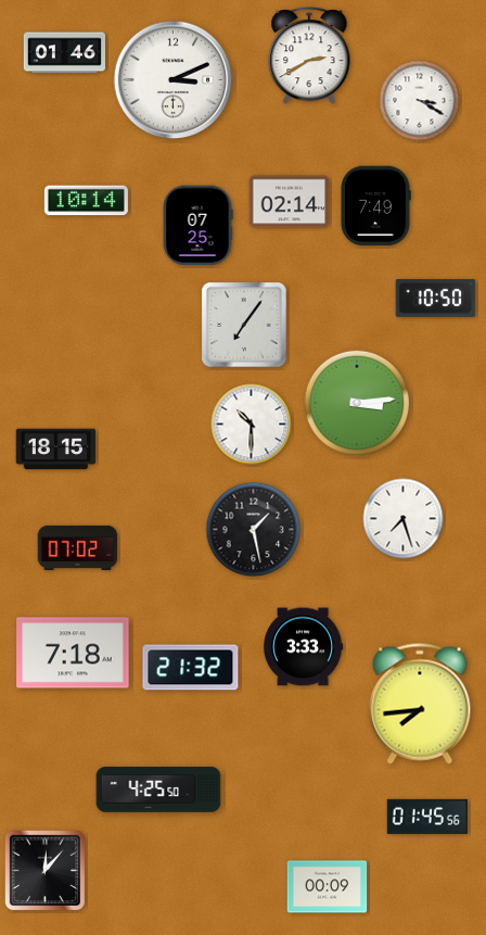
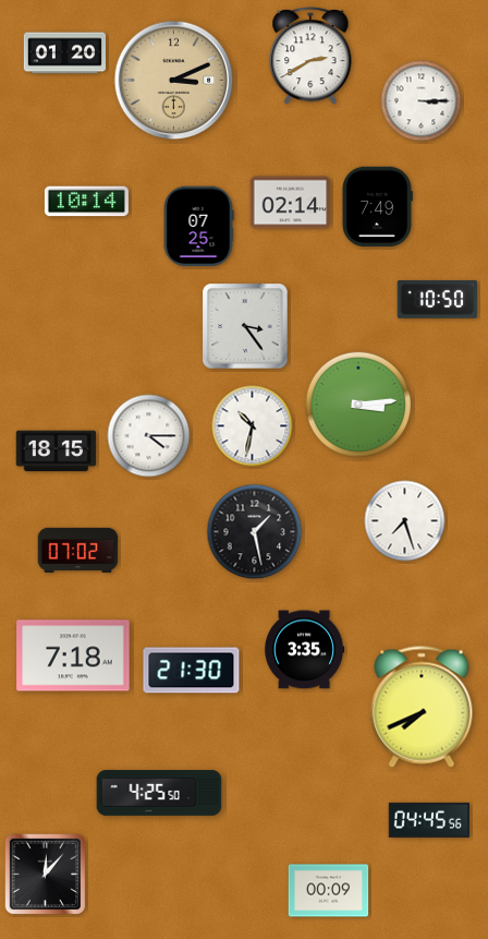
clock at (64, 53): 01:46 -> 01:20
clock at (174, 80) dial: white -> champagne
clock at (420, 101): 3:20 -> 3:15
clock at (244, 325): 7:06 -> 3:24
clock at (252, 425): 10:30 -> 10:32
clock at (149, 436): none -> 4:15
clock at (304, 647): 3:33 -> 3:35
clock at (191, 668): 21:32 -> 21:30
clock at (420, 704): 7:44 -> 7:41
clock at (427, 817): 01:45 -> 04:45
